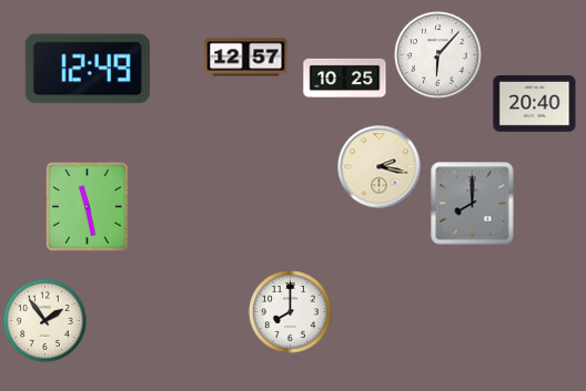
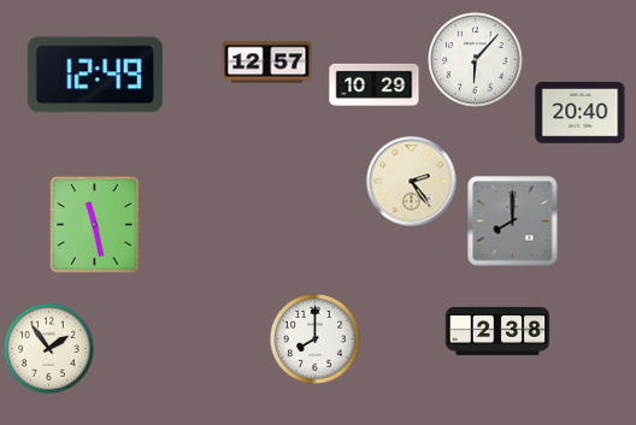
clock at (345, 78): 10:25 -> 10:29
clock at (380, 167): 2:17 -> 2:24
clock at (497, 331): none -> 2:38
